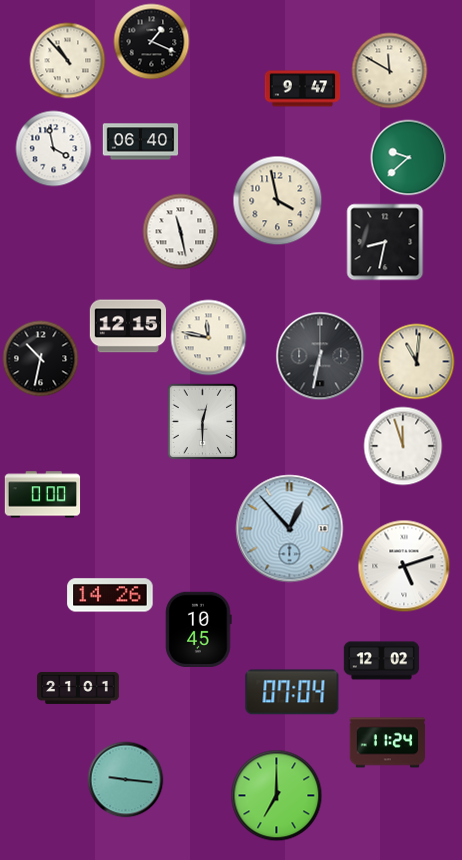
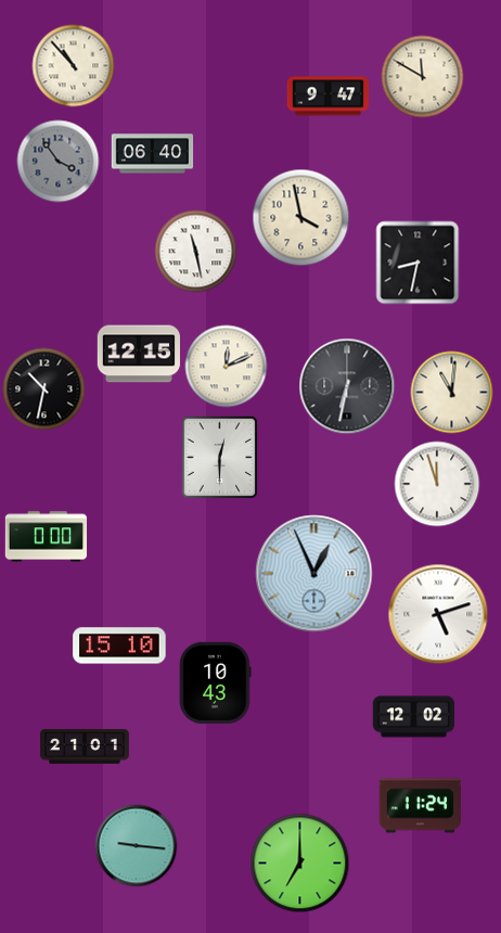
clock at (152, 42): 1:19 -> none
clock at (54, 149): 3:58 -> 3:54
clock at (54, 149) dial: white -> grey
clock at (409, 158): 9:38 -> none
clock at (209, 338): 11:47 -> 12:11
clock at (290, 529): 12:53 -> 12:56
clock at (110, 595): 14:26 -> 15:10
clock at (199, 629): 10:45 -> 10:43
clock at (292, 692): 07:04 -> none
